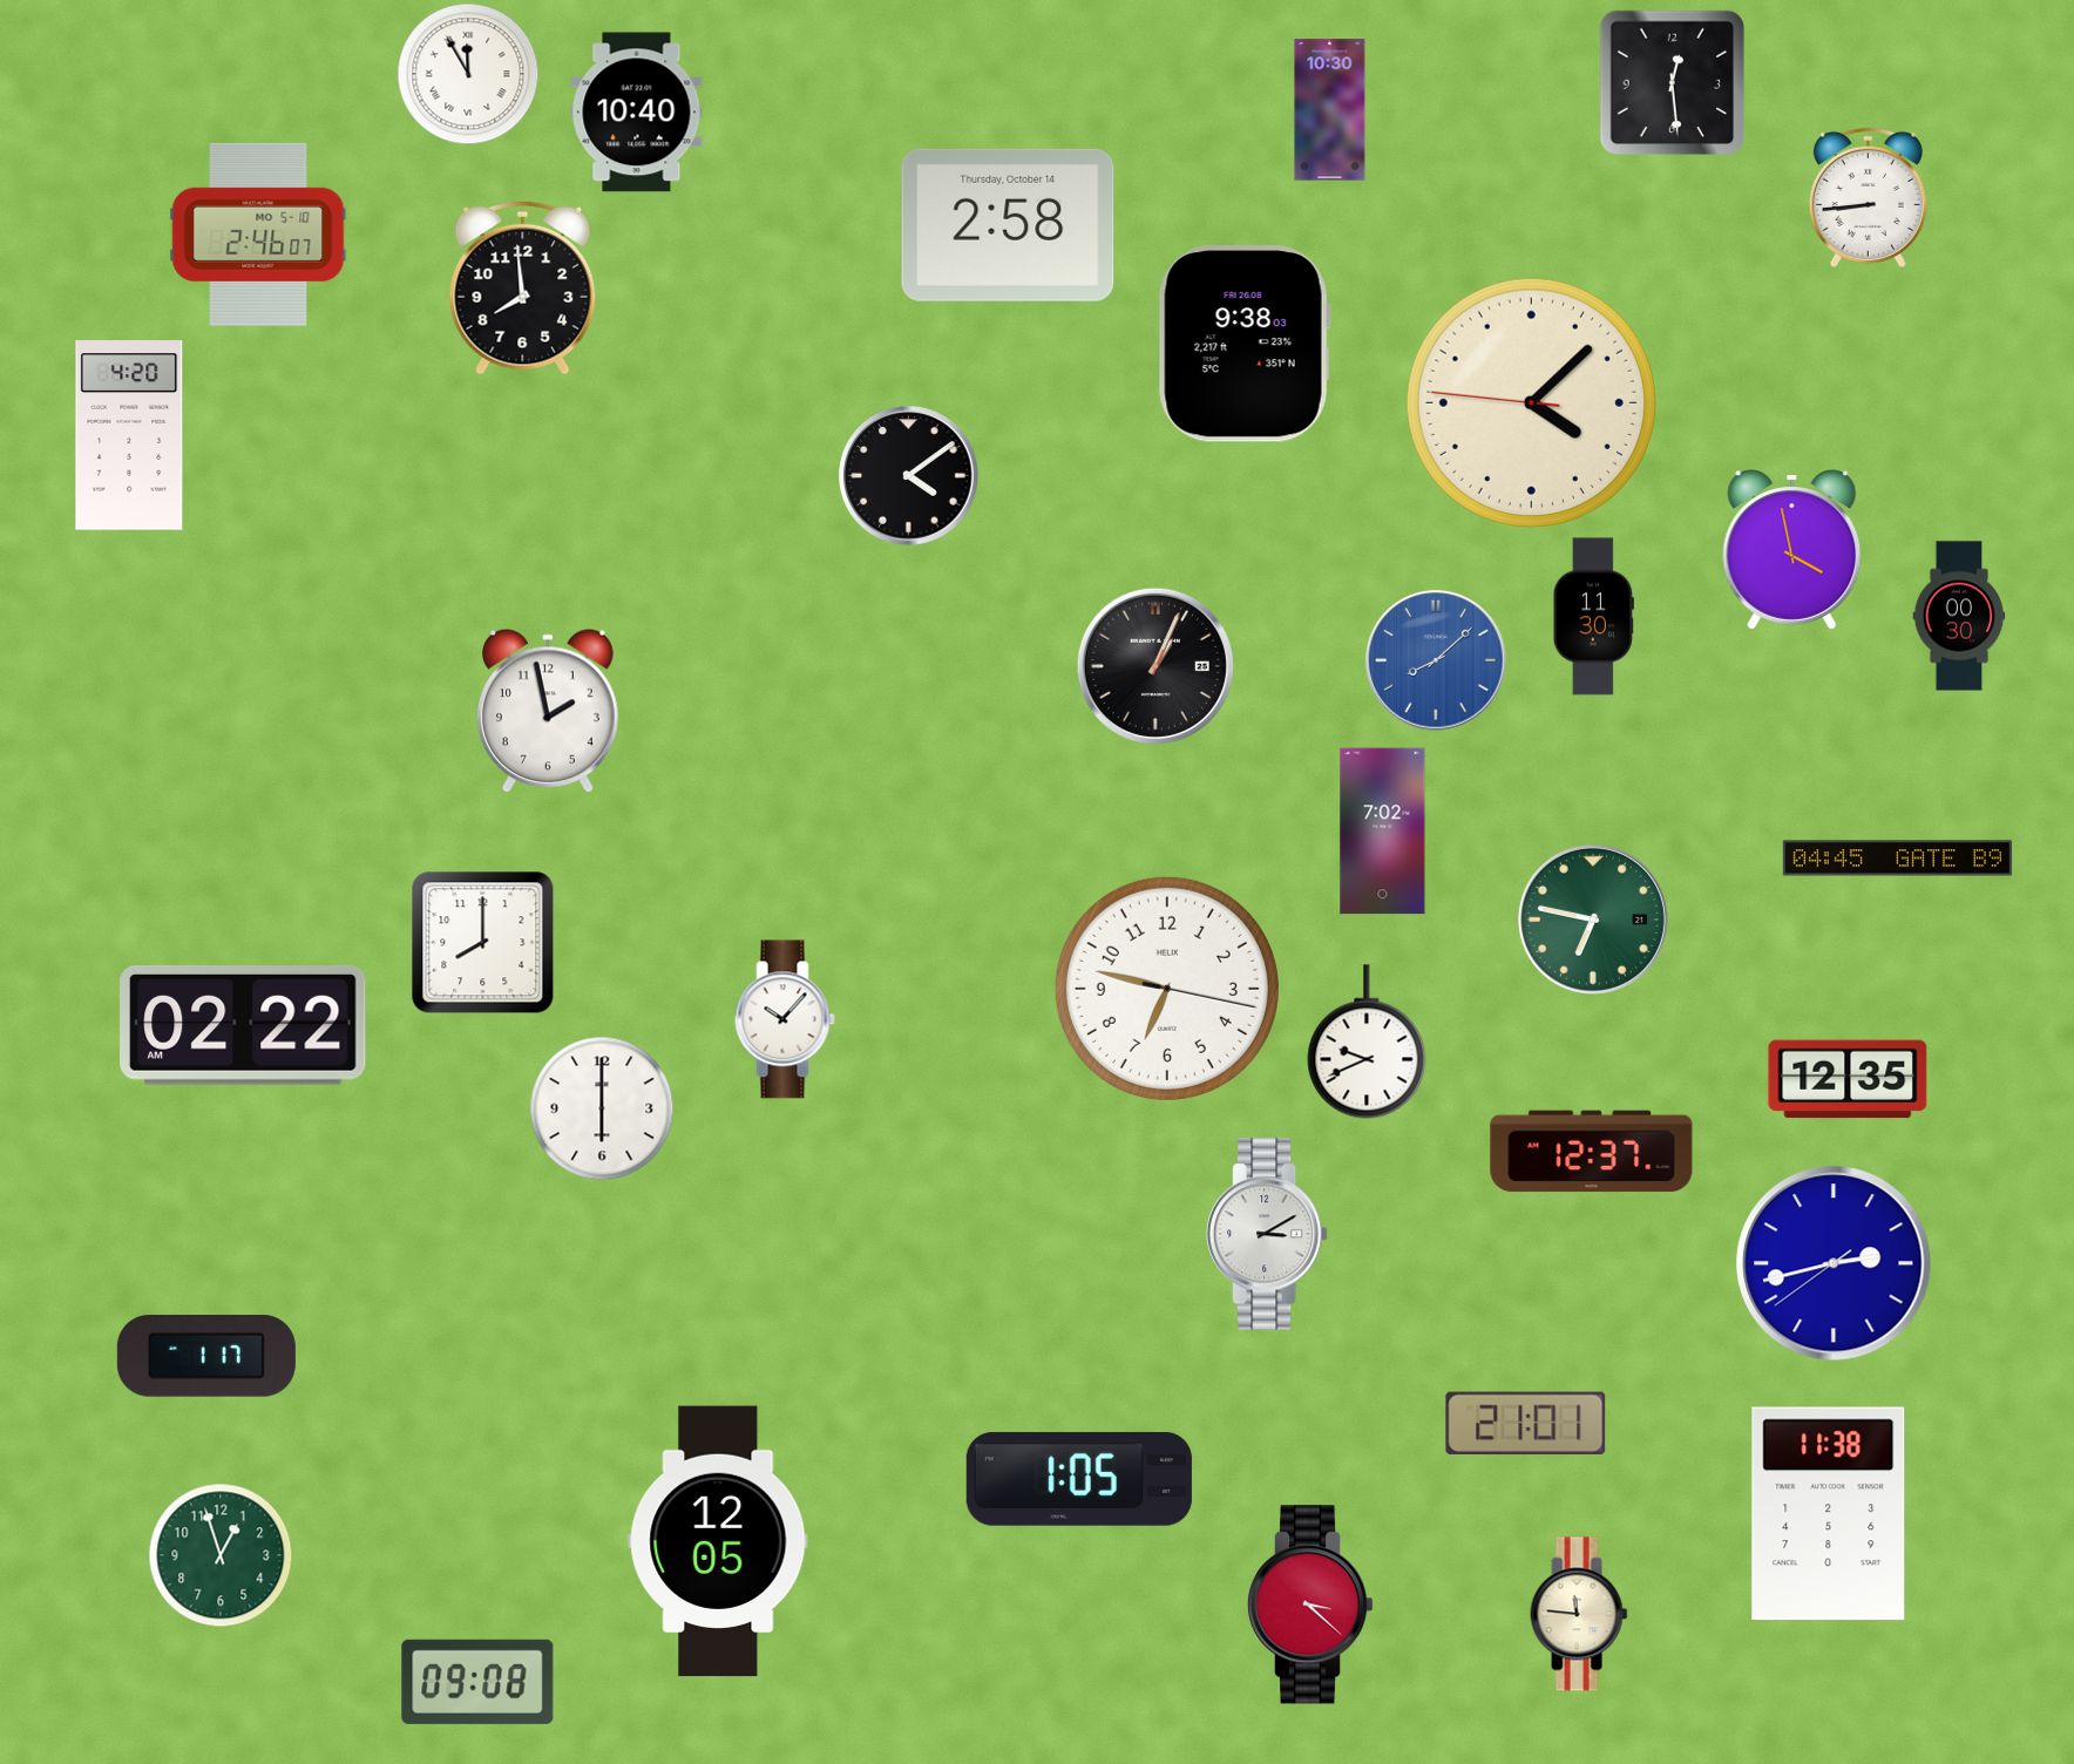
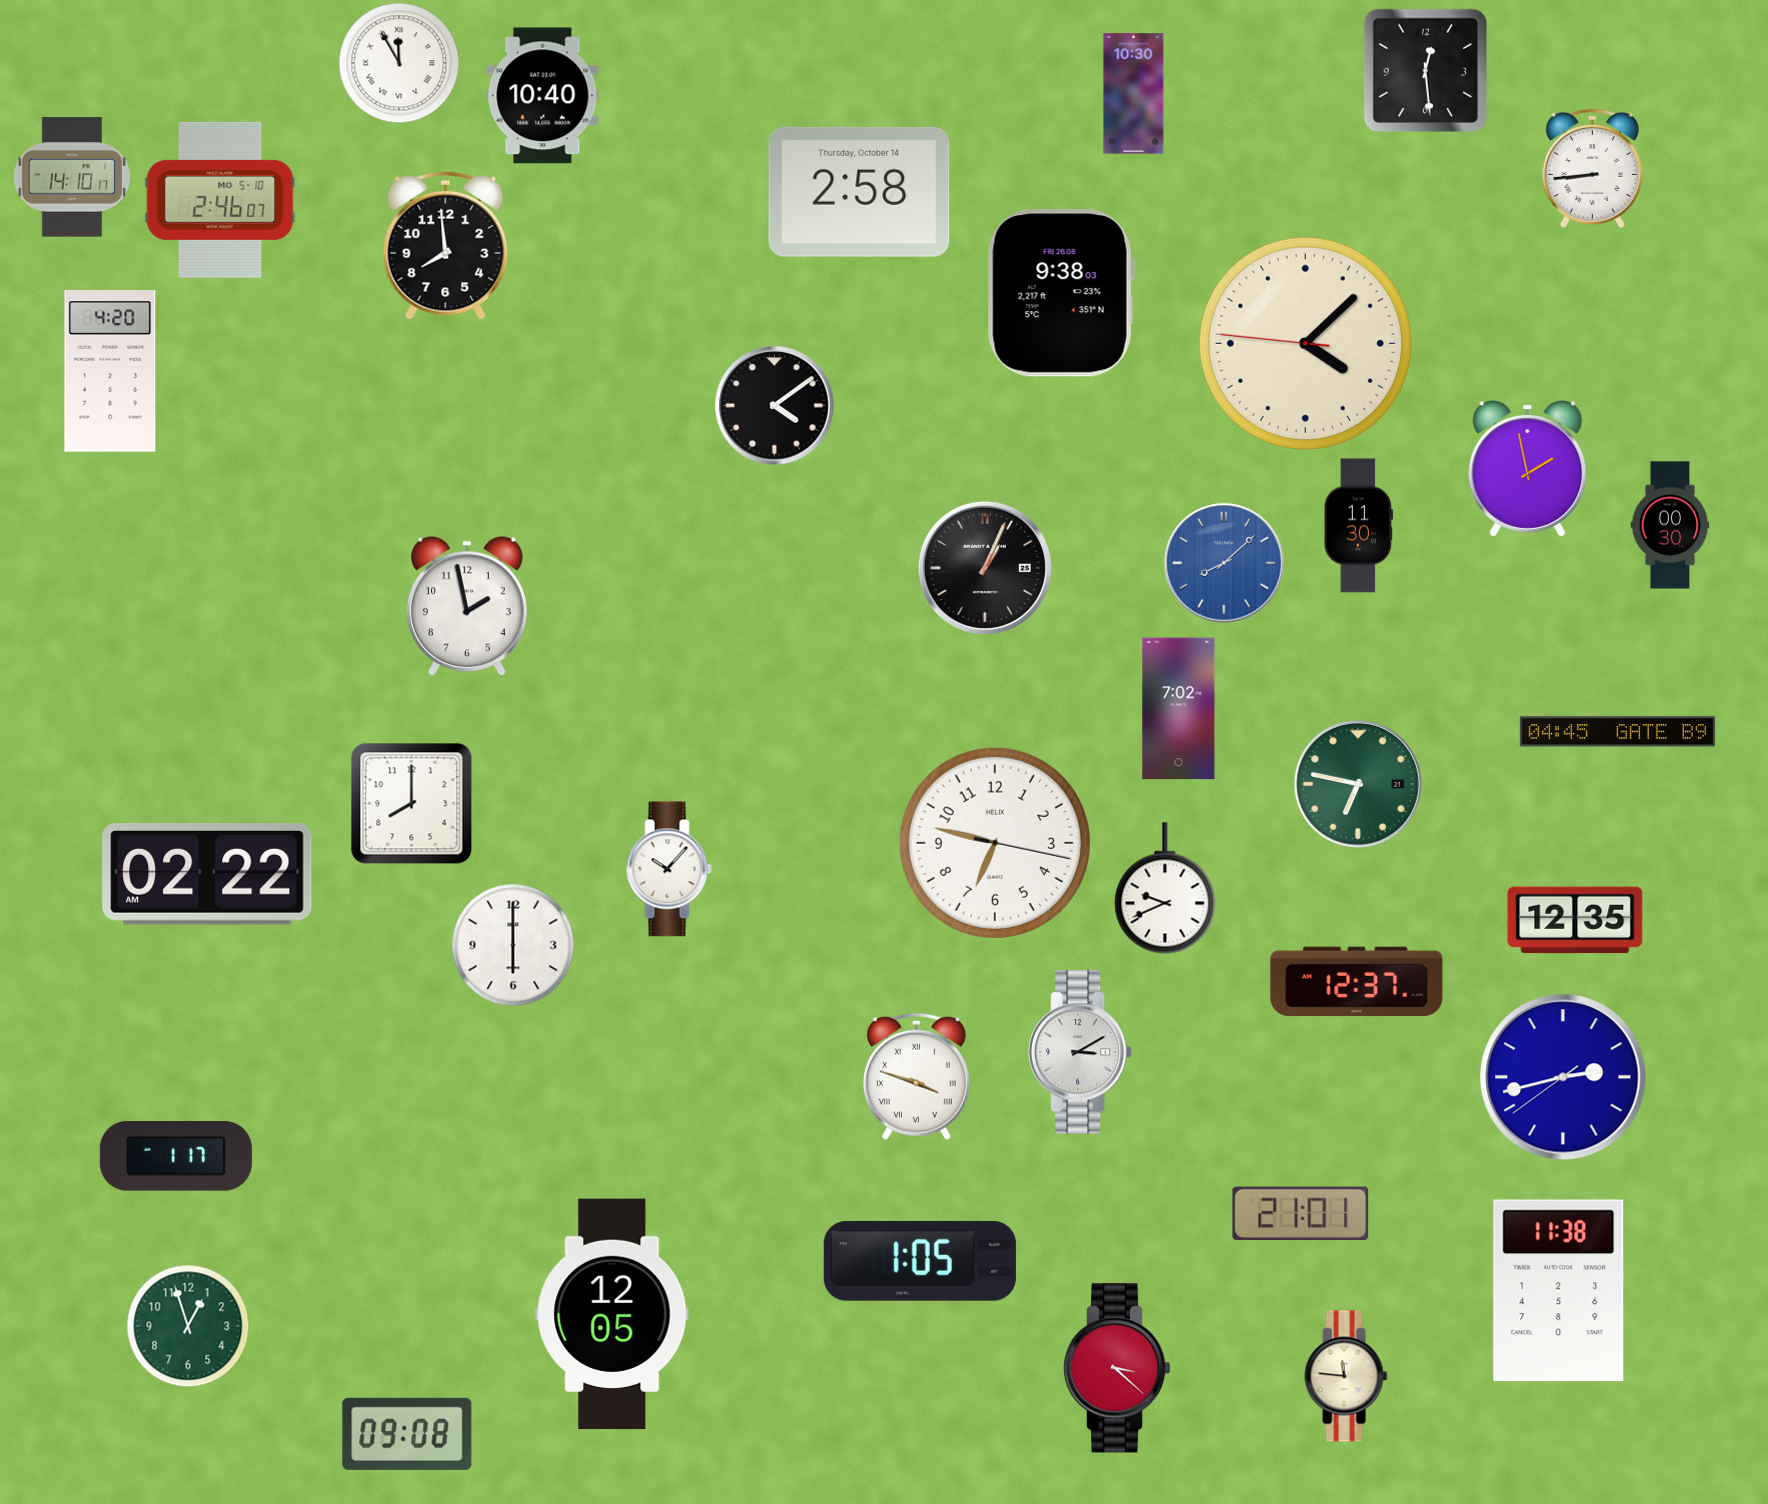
clock at (72, 177): none -> 14:10
clock at (1792, 550): 3:58 -> 1:58
clock at (916, 1076): none -> 3:48
